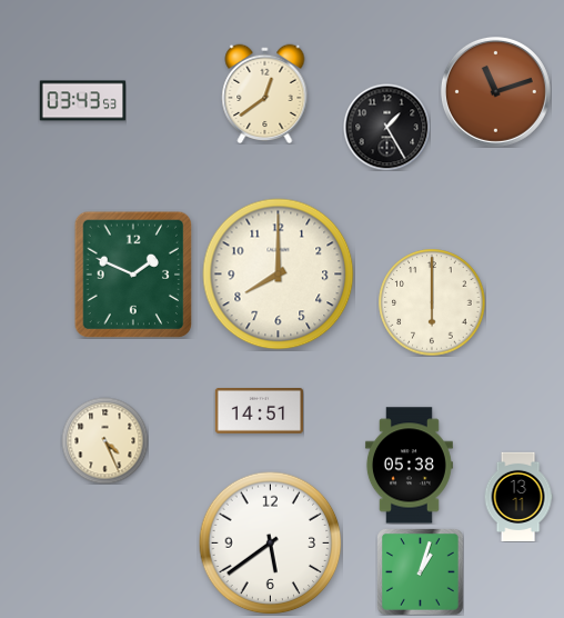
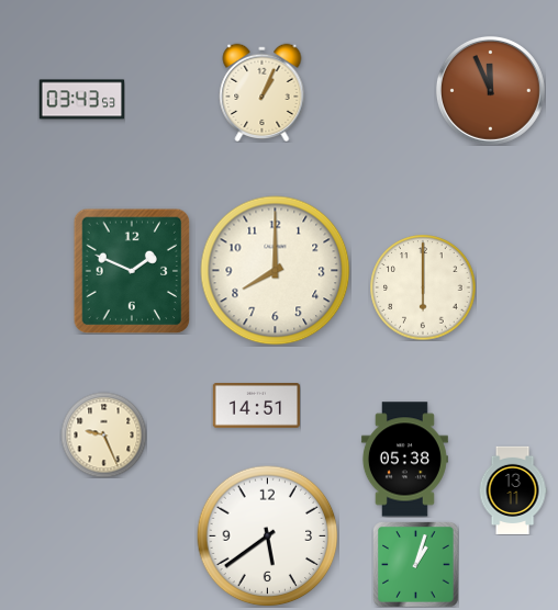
clock at (495, 91): 11:12 -> 11:56
clock at (265, 93): 12:39 -> 1:04
clock at (386, 127): 1:25 -> none
clock at (432, 302) position: (432, 302) -> (423, 287)
clock at (104, 440): 4:26 -> 9:26
